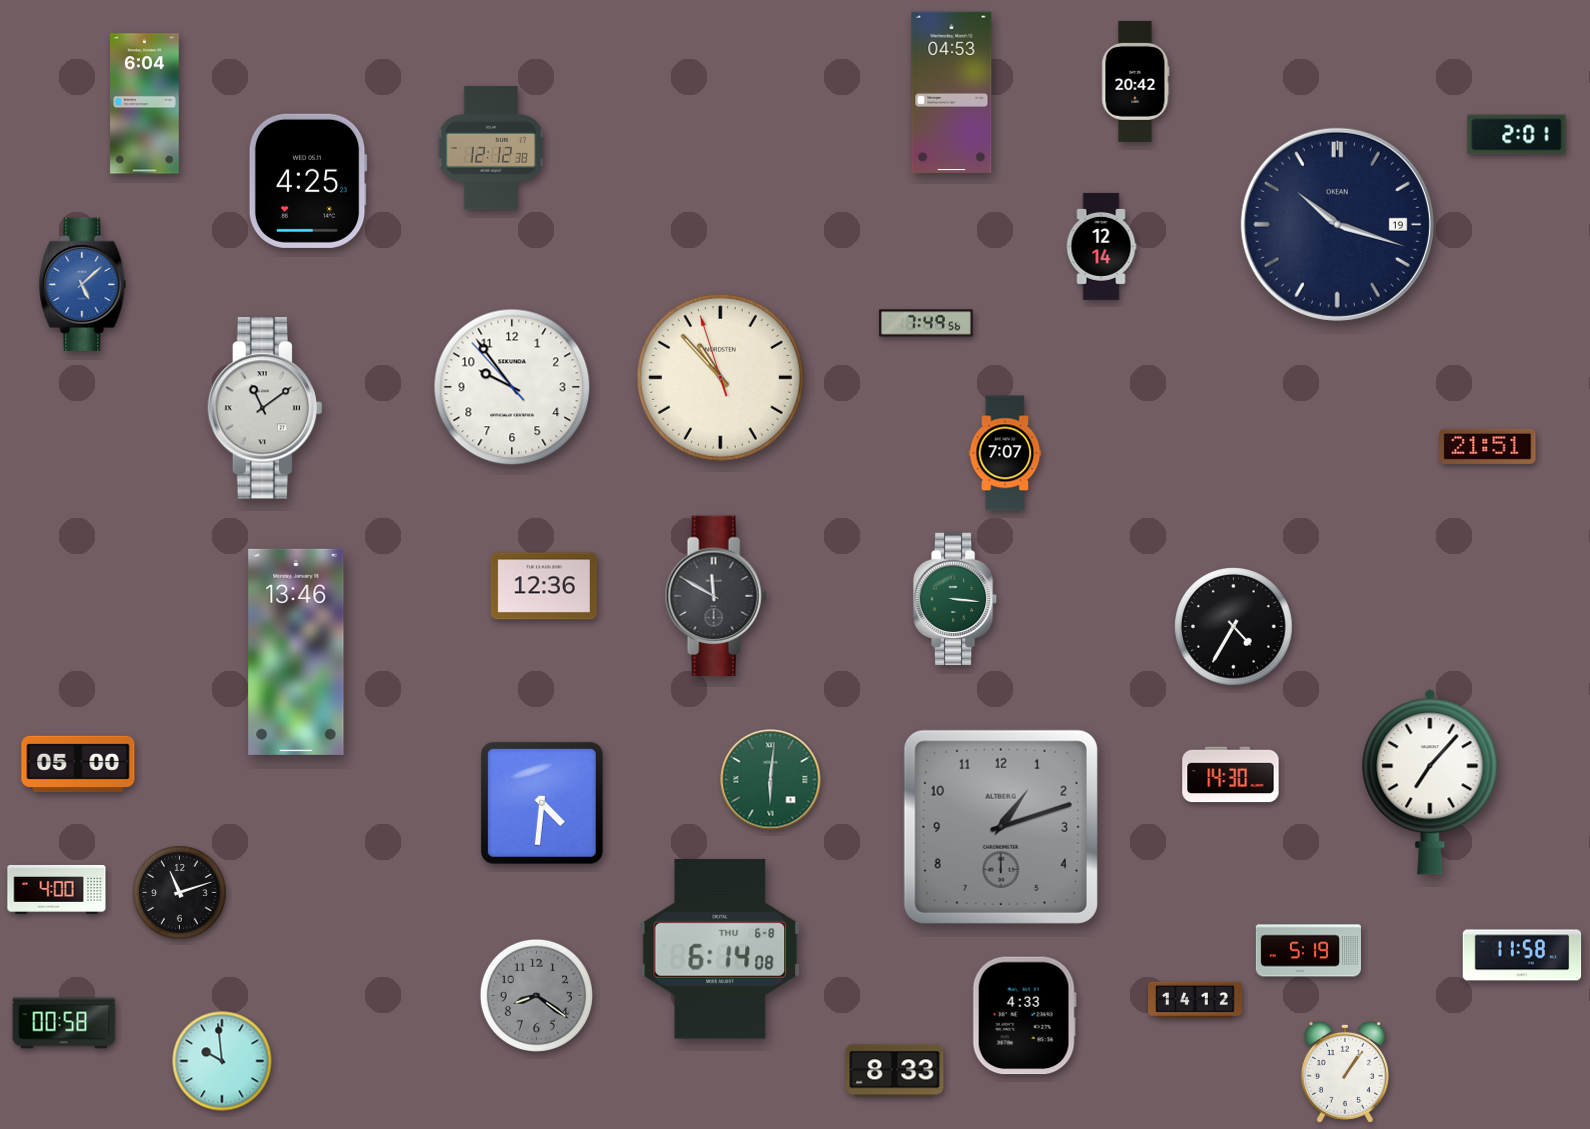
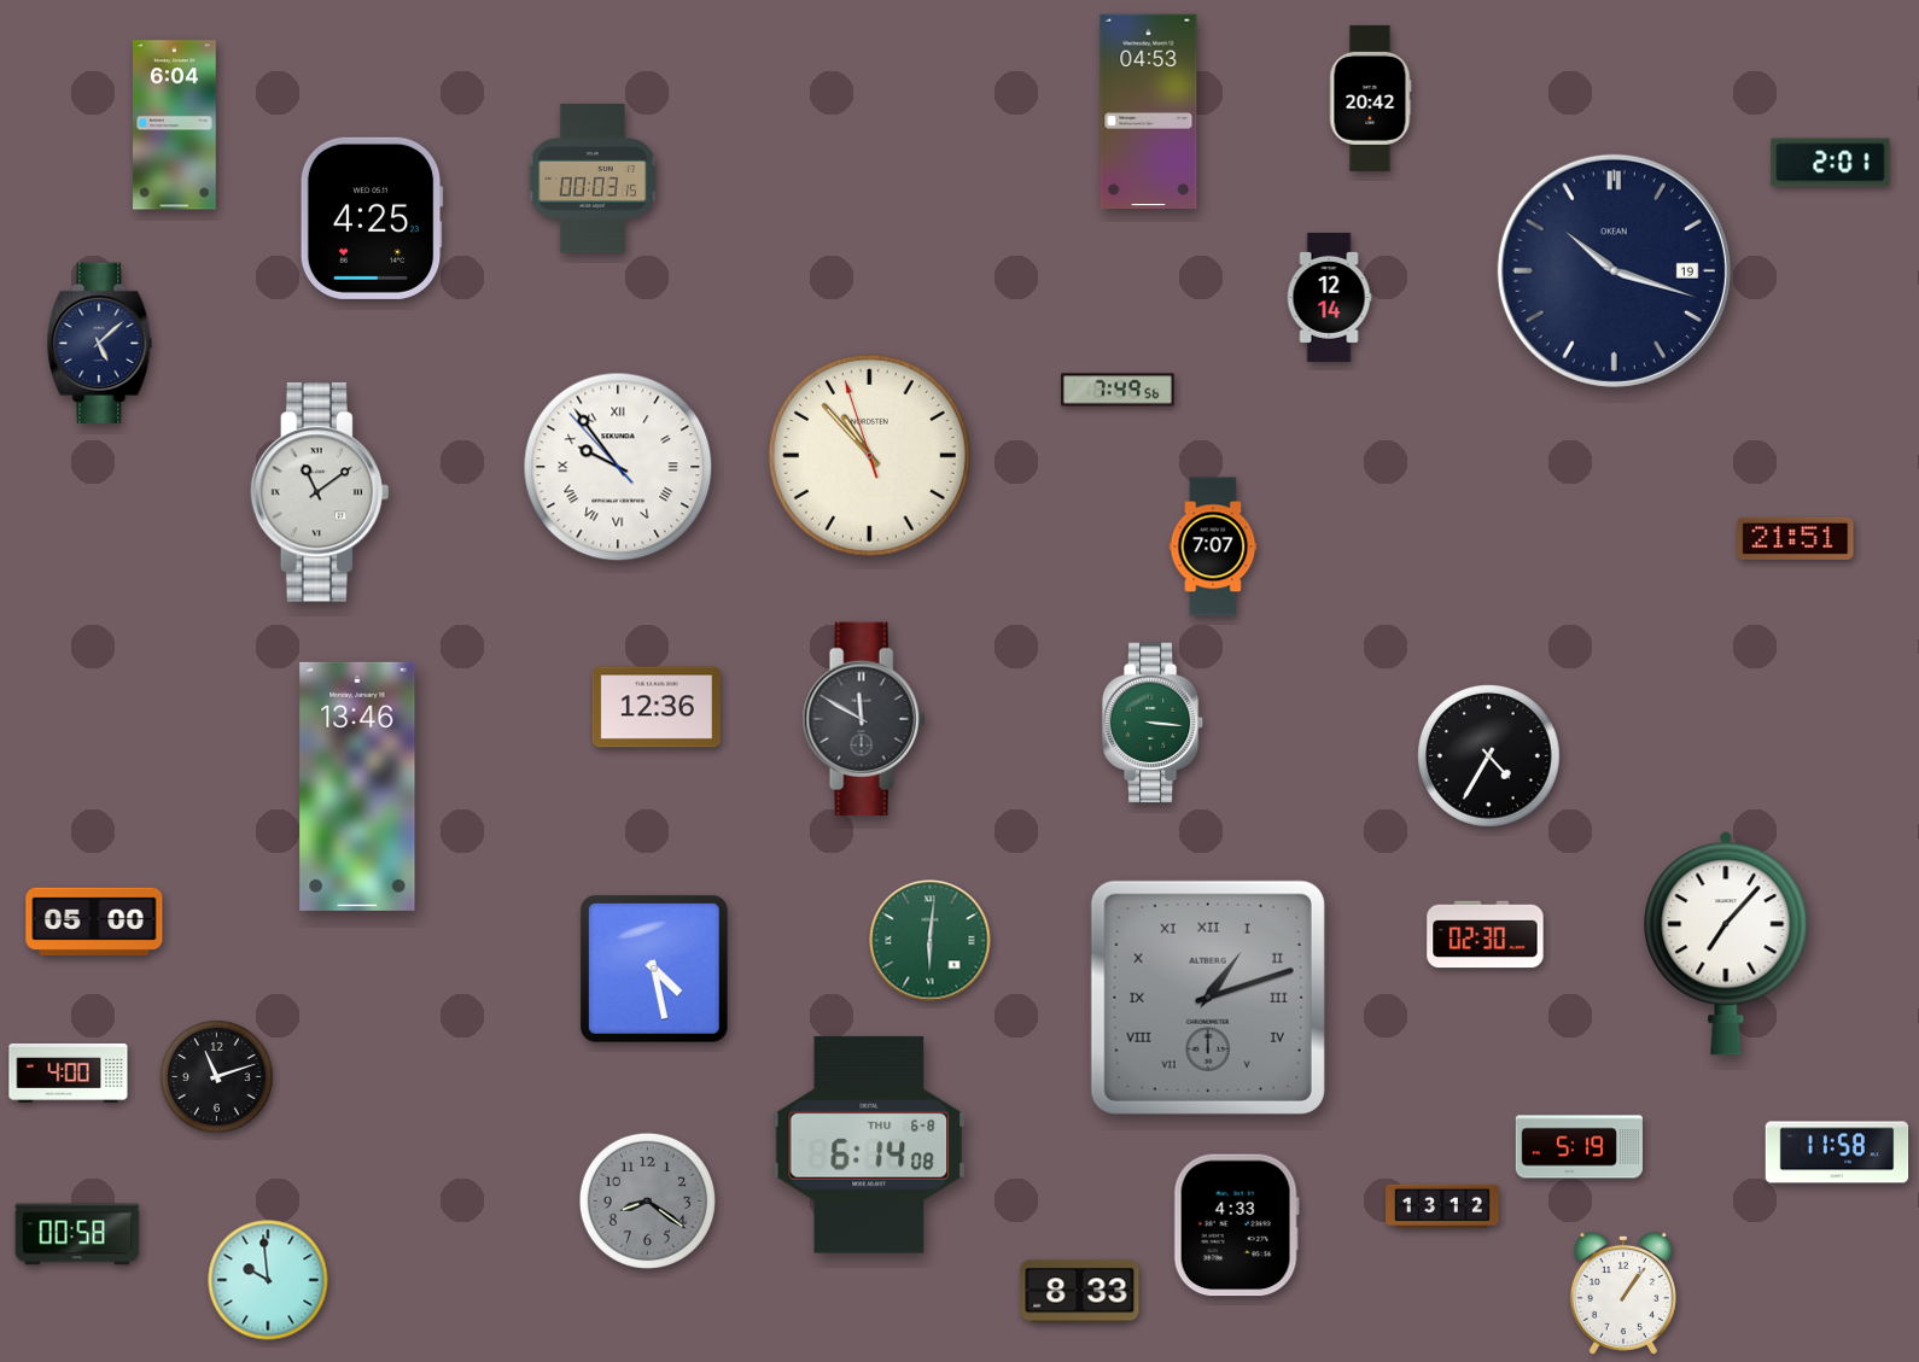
clock at (491, 148): 12:12 -> 00:03
clock at (83, 284) dial: blue -> navy
clock at (512, 387) numerals: Arabic -> Roman
clock at (1231, 775): 14:30 -> 02:30
clock at (543, 804): 4:31 -> 4:28
clock at (1001, 827) numerals: Arabic -> Roman
clock at (1195, 1000): 14:12 -> 13:12
